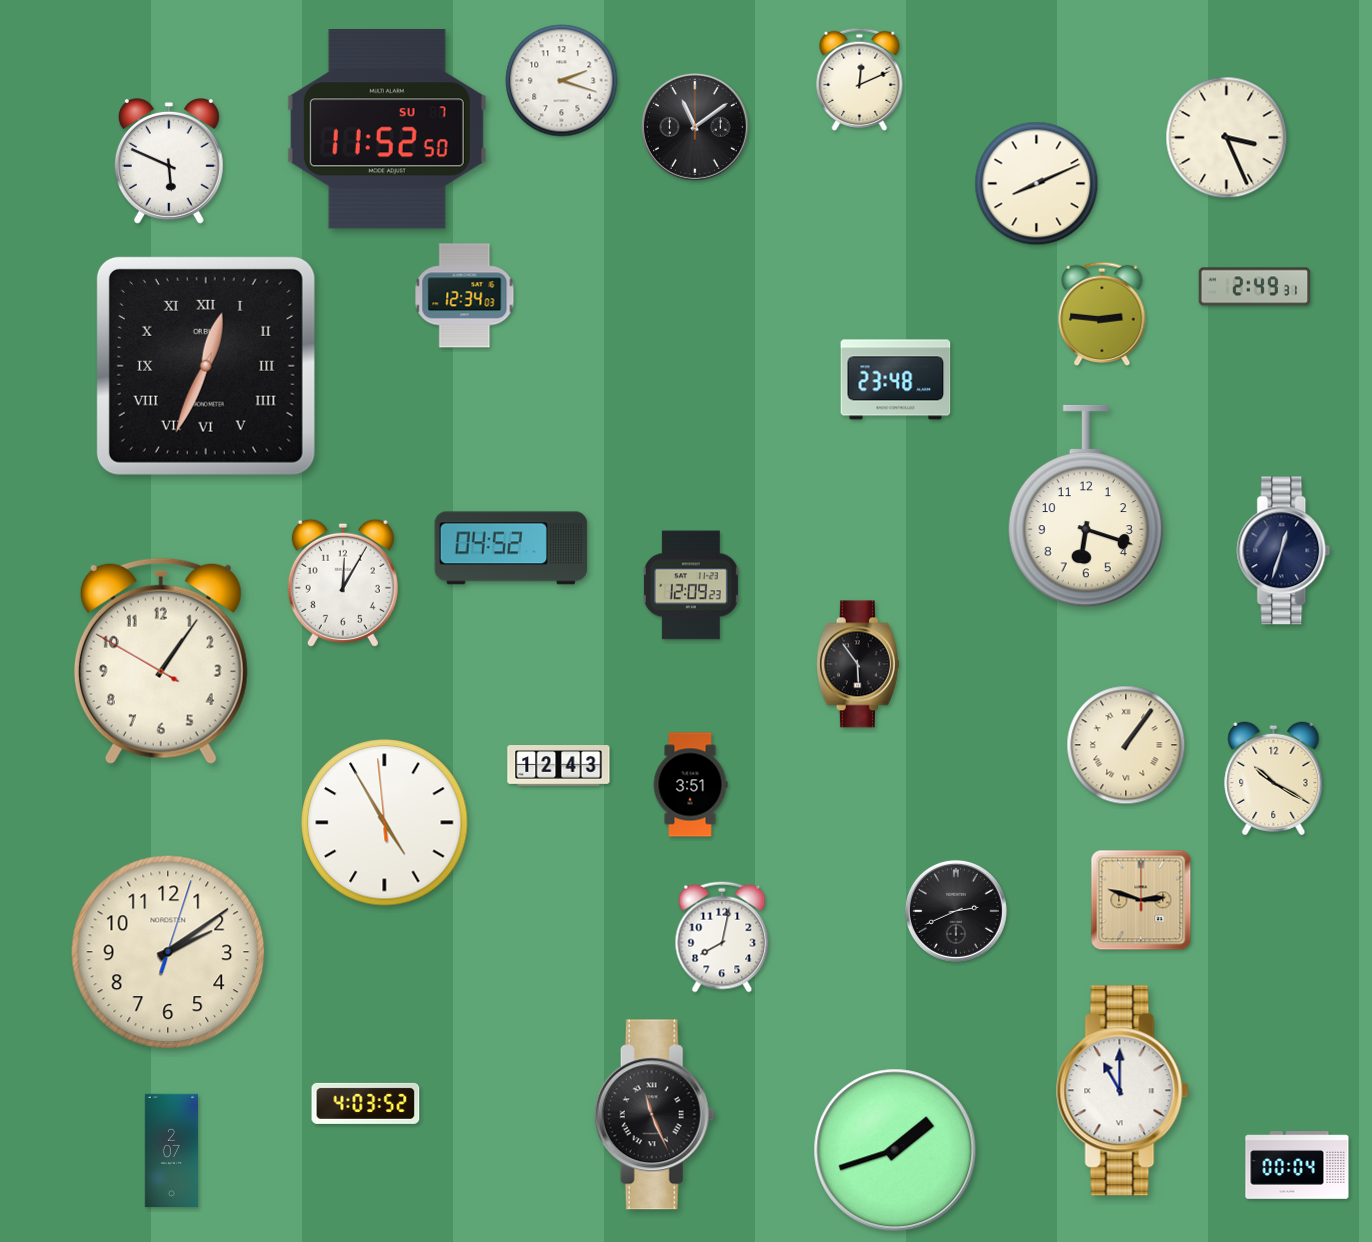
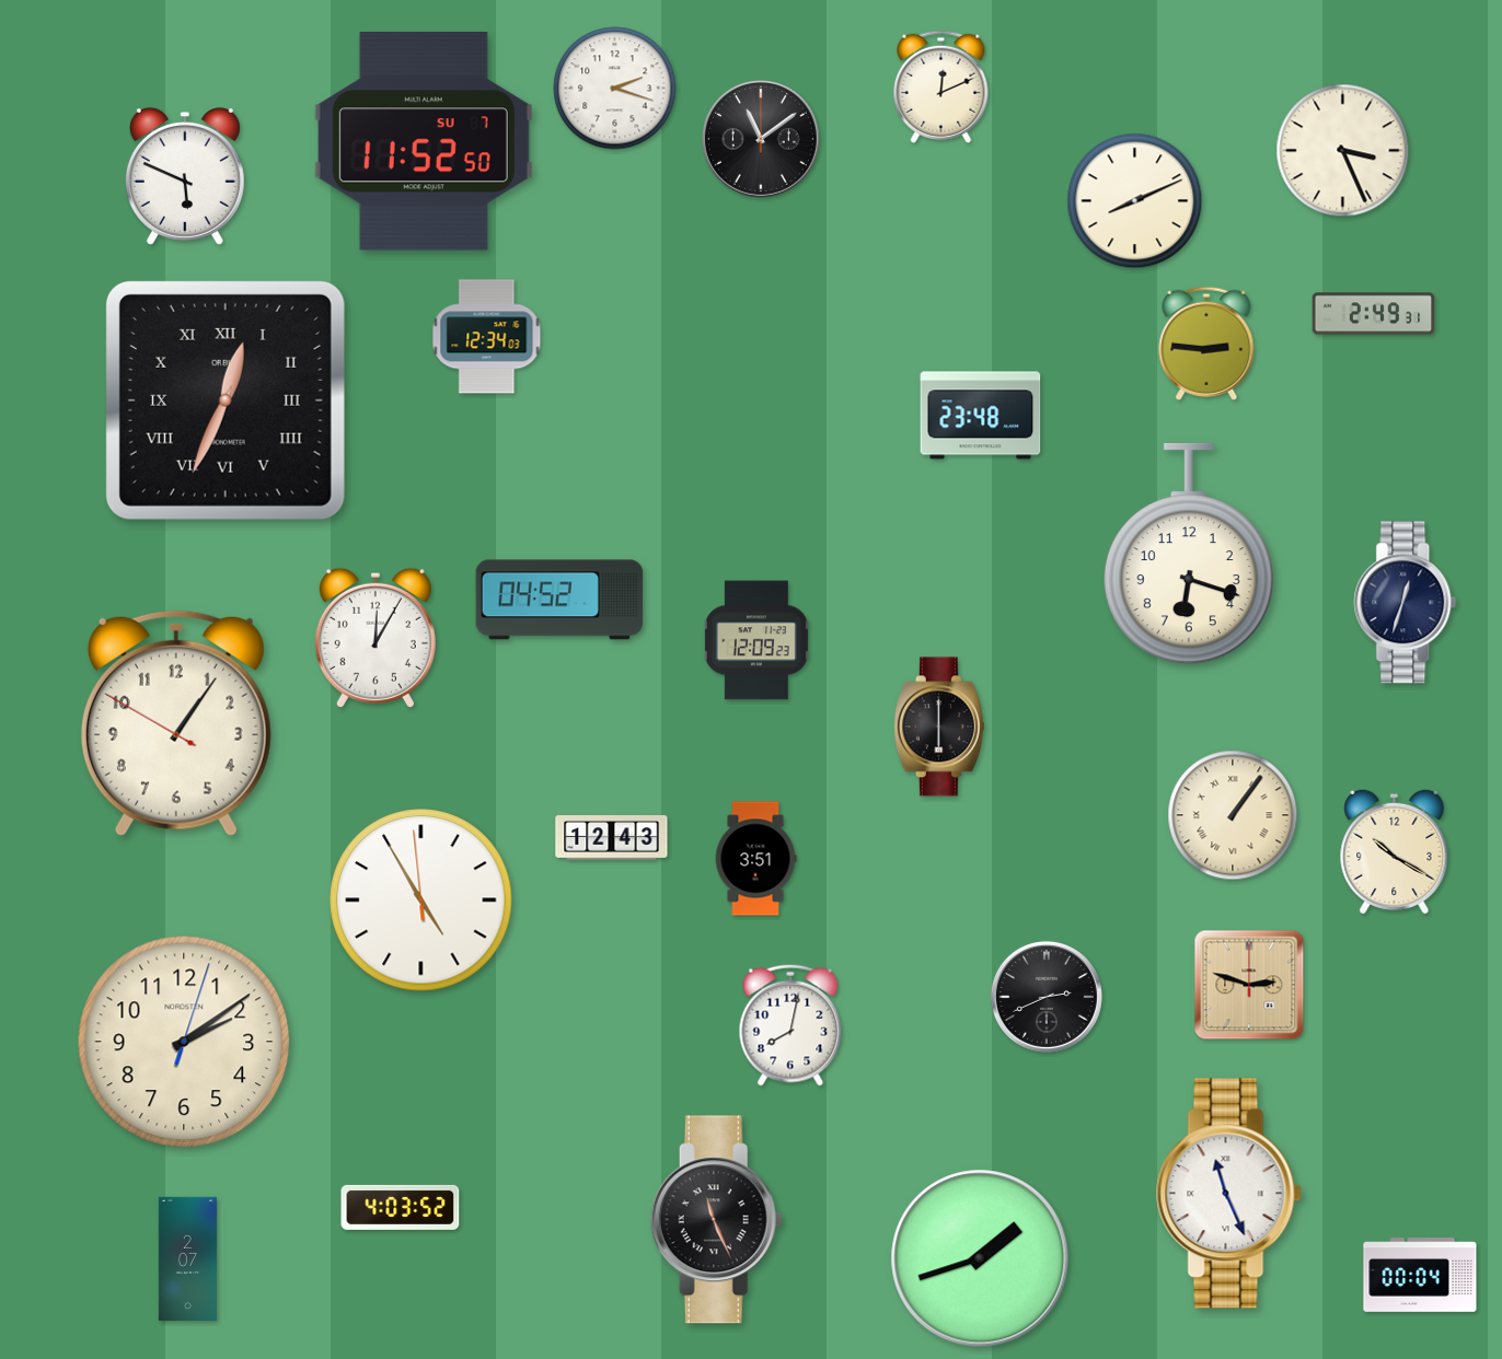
clock at (465, 296) position: (465, 296) -> (487, 337)
clock at (858, 664): 5:54 -> 6:00
clock at (1122, 1091): 11:00 -> 11:26
